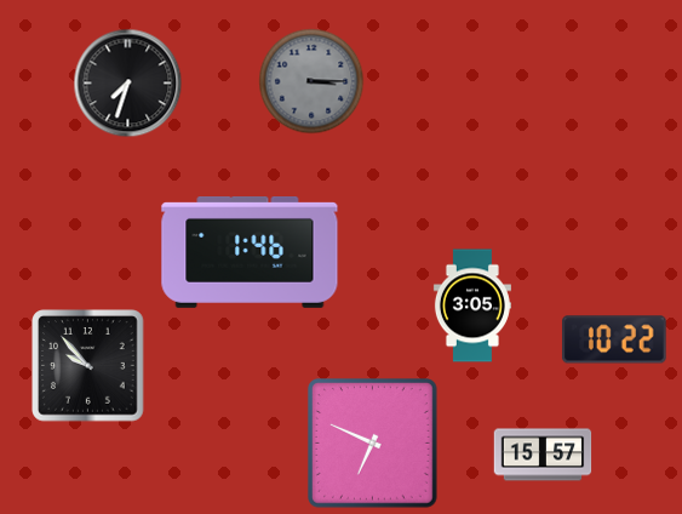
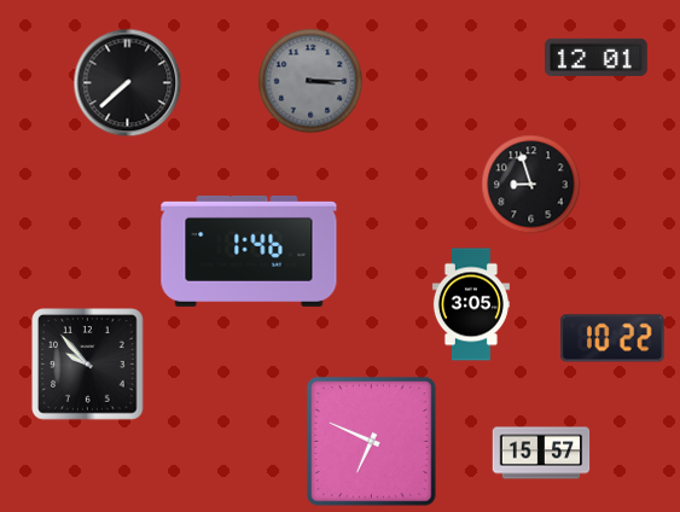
clock at (597, 57): none -> 12:01
clock at (128, 84): 7:33 -> 7:38
clock at (531, 185): none -> 8:57
